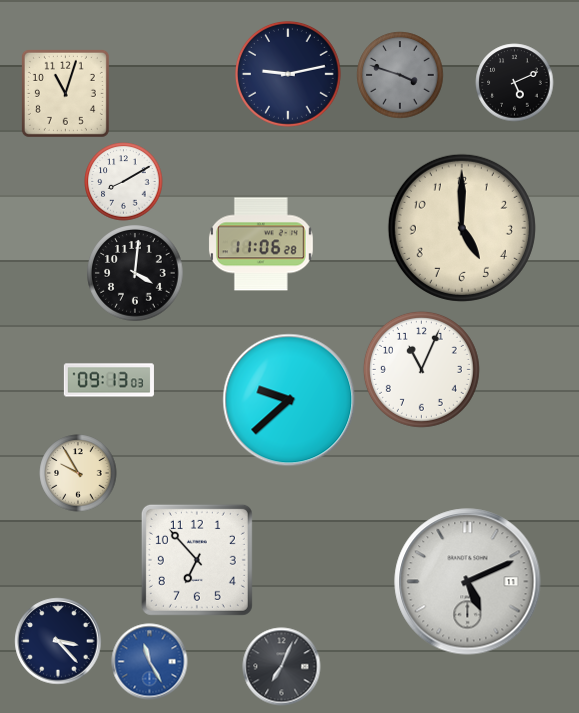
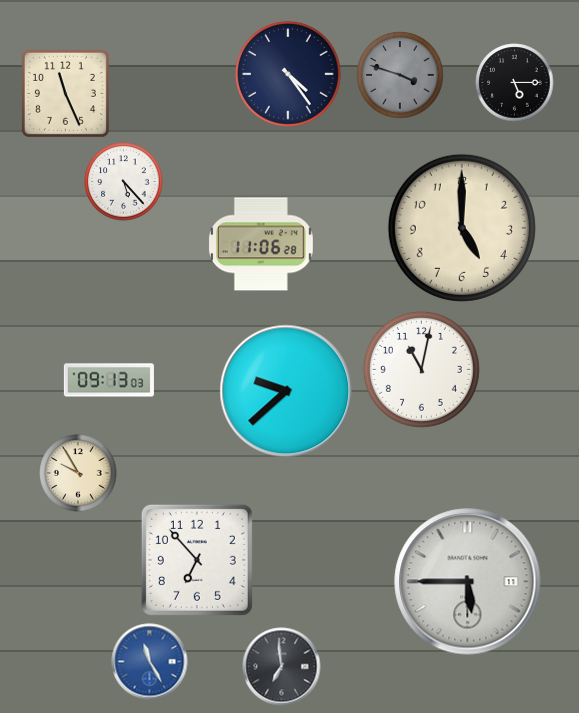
clock at (289, 75): 9:13 -> 4:24
clock at (515, 83): 5:11 -> 5:15
clock at (65, 93): 11:03 -> 11:26
clock at (124, 182): 8:10 -> 5:23
clock at (135, 273): 4:01 -> none
clock at (421, 369): 11:04 -> 11:02
clock at (289, 400) position: (289, 400) -> (286, 391)
clock at (468, 582): 5:11 -> 5:45
clock at (58, 641): 3:23 -> none
clock at (282, 667): 7:04 -> 6:59
